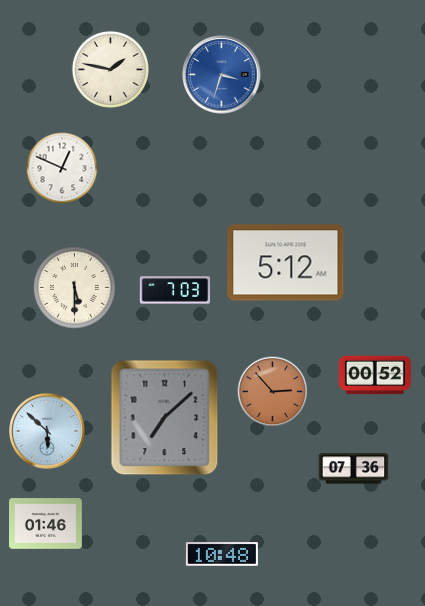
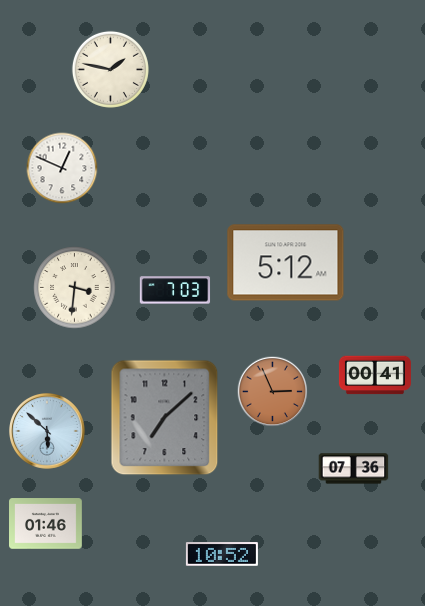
clock at (222, 75): 3:33 -> none
clock at (75, 288): 5:30 -> 3:31
clock at (375, 375): 00:52 -> 00:41
clock at (273, 392): 2:53 -> 2:56
clock at (222, 554): 10:48 -> 10:52
